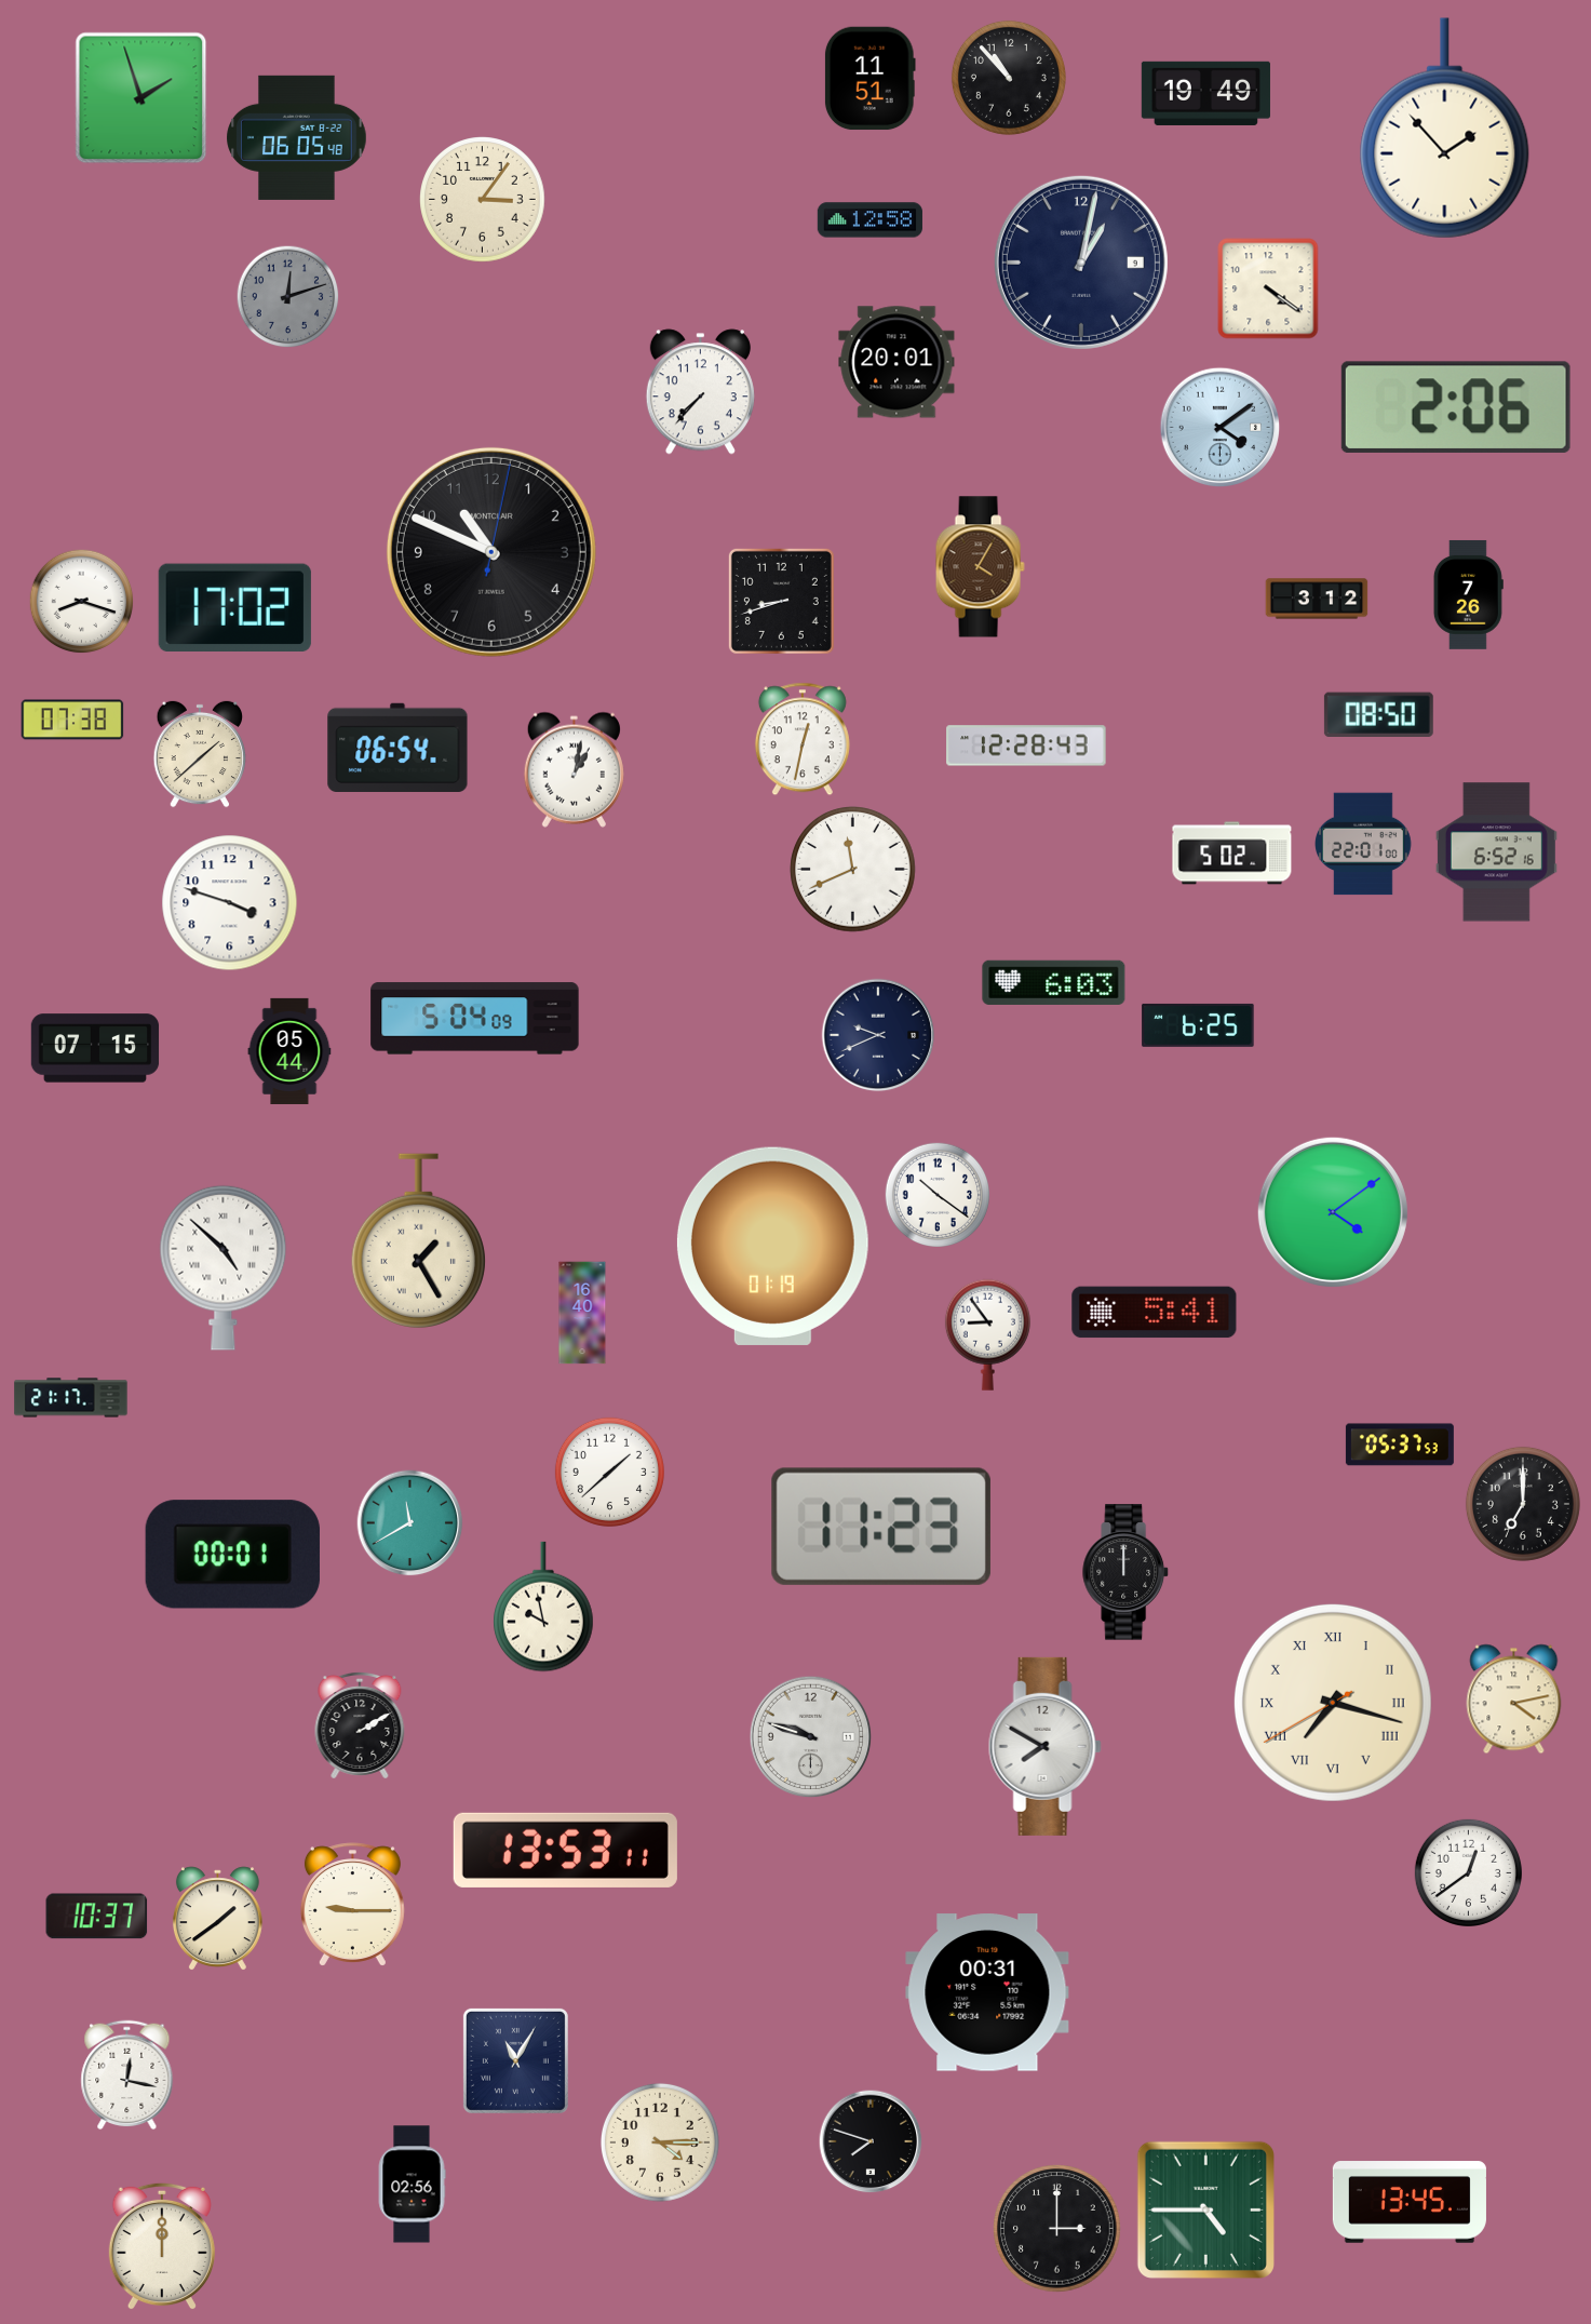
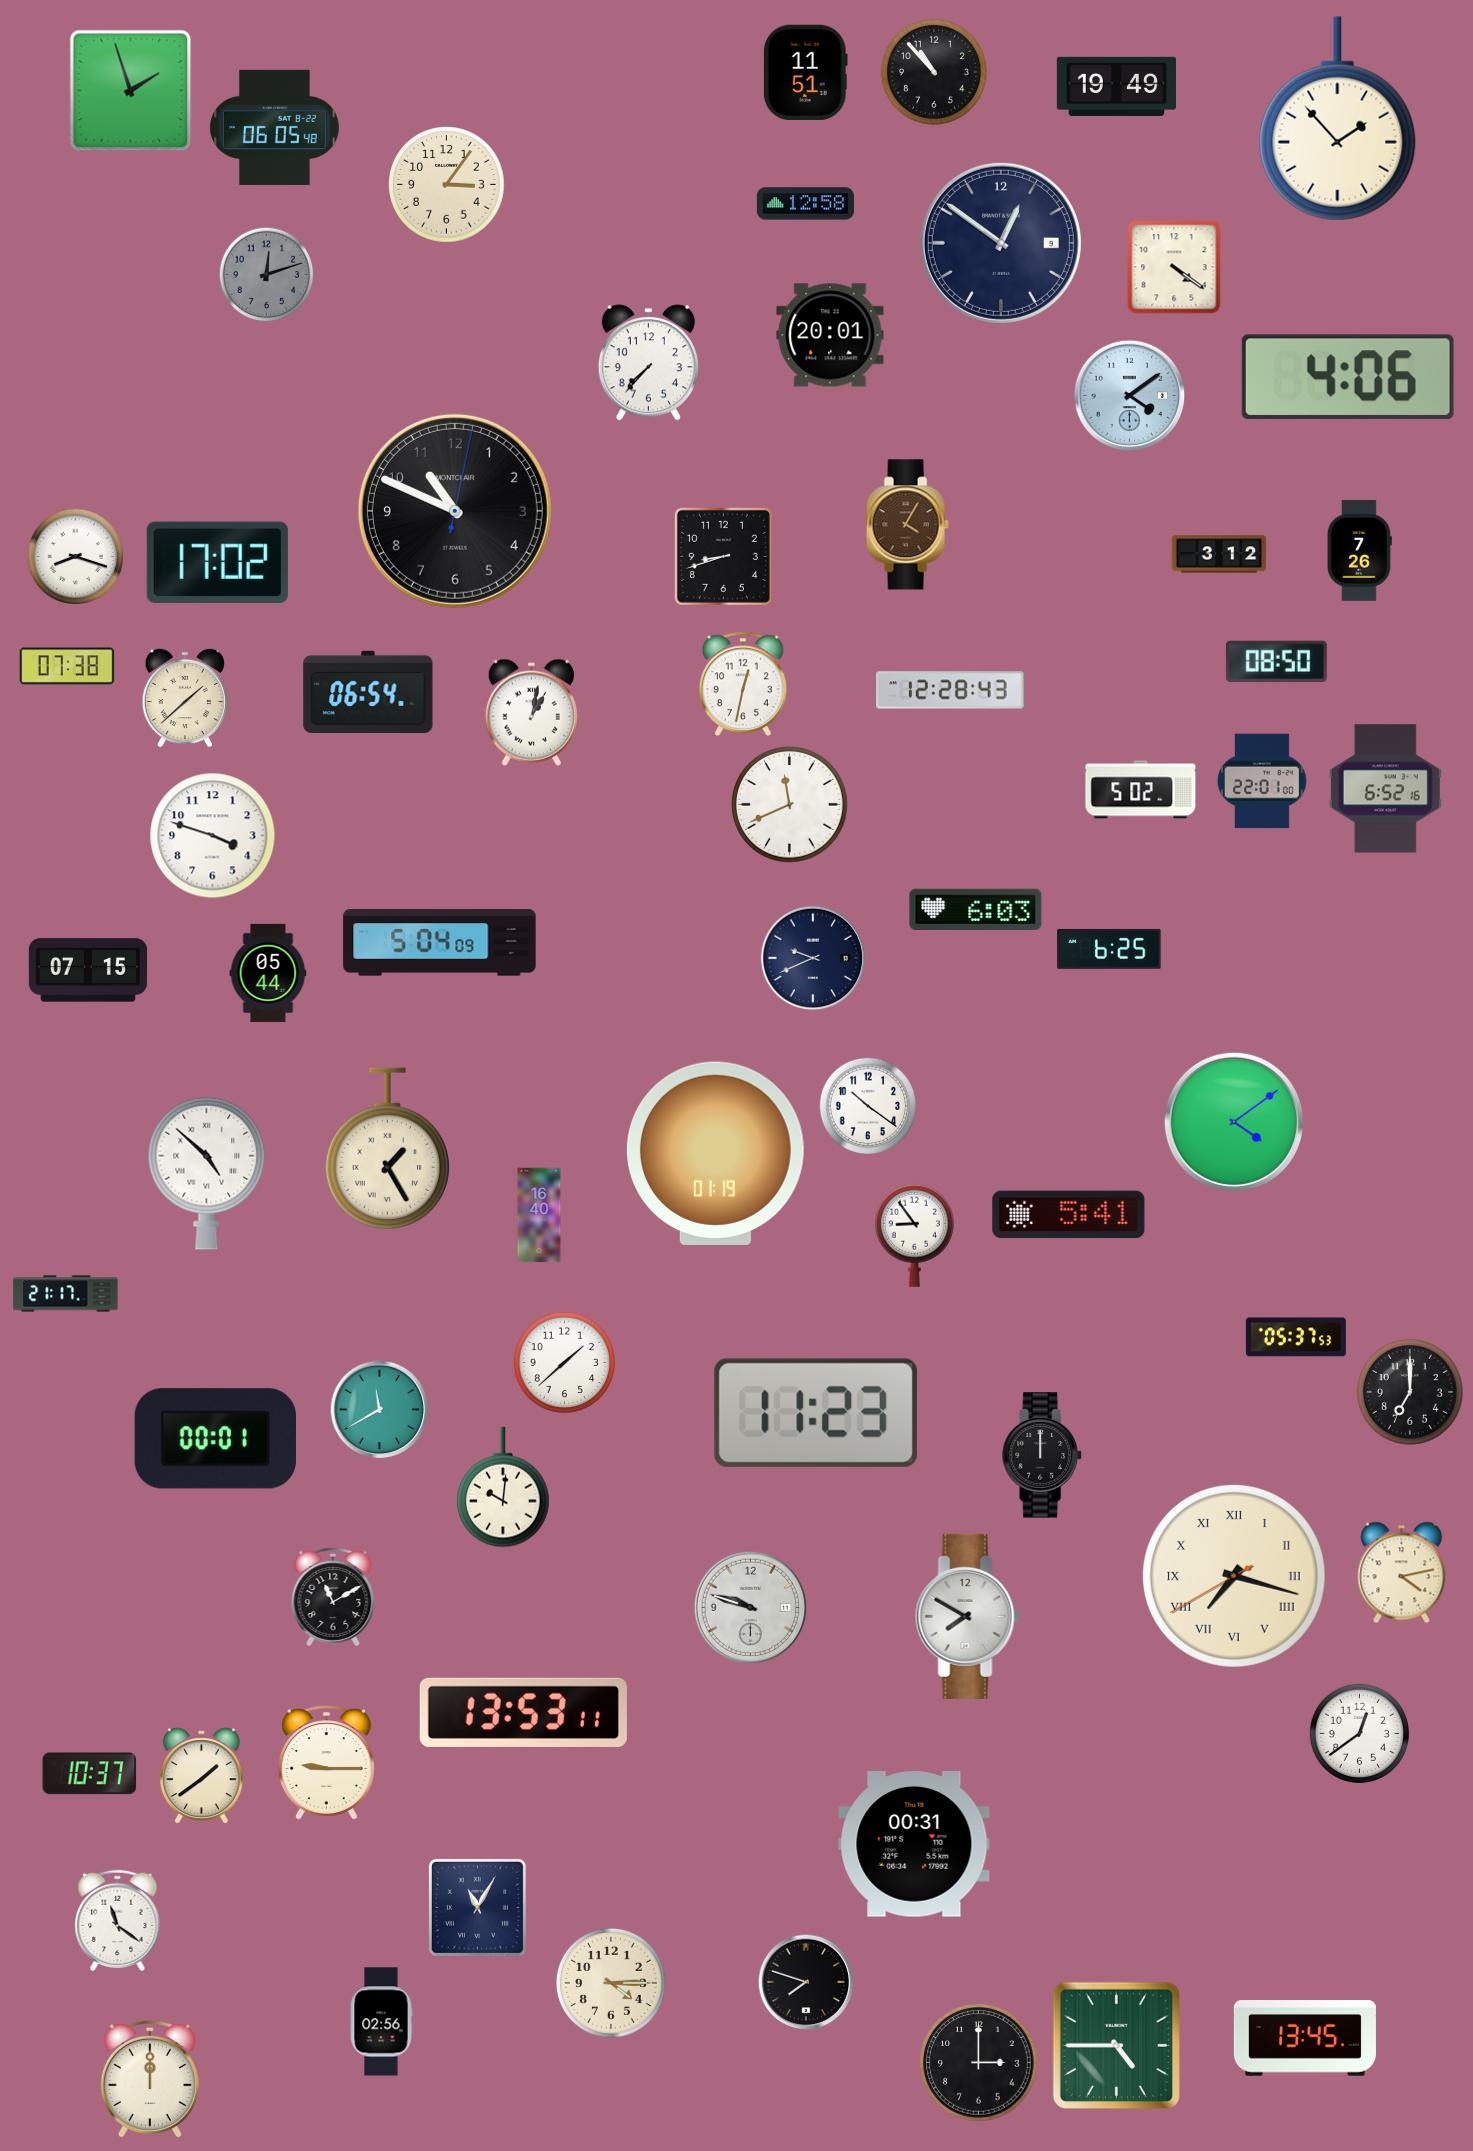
clock at (1081, 263): 1:02 -> 12:51
clock at (1456, 407): 2:06 -> 4:06
clock at (543, 1607): 9:58 -> 10:01
clock at (360, 1725): 2:10 -> 11:10
clock at (127, 2076): 12:17 -> 11:21
